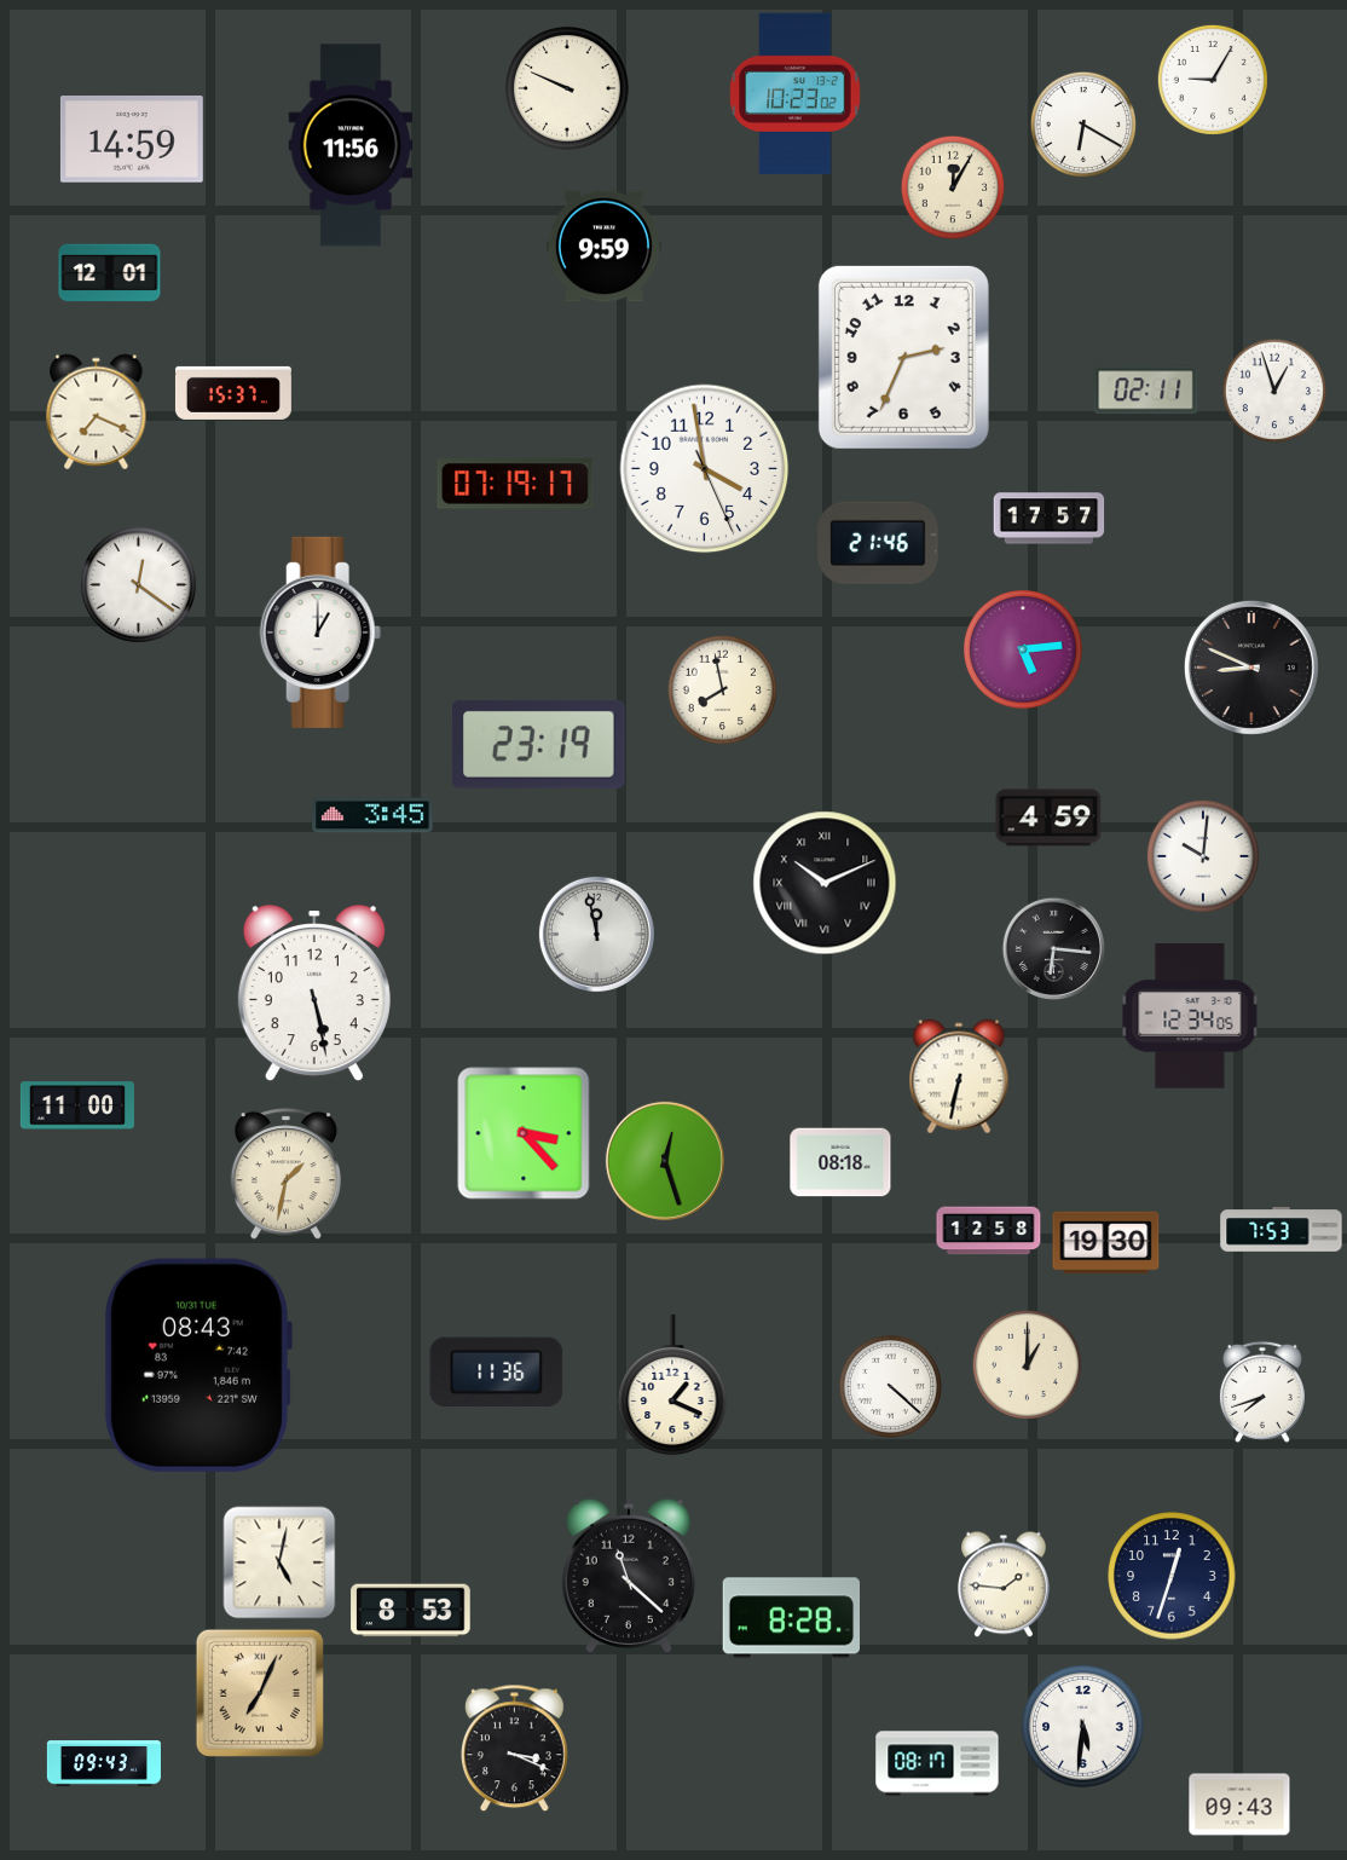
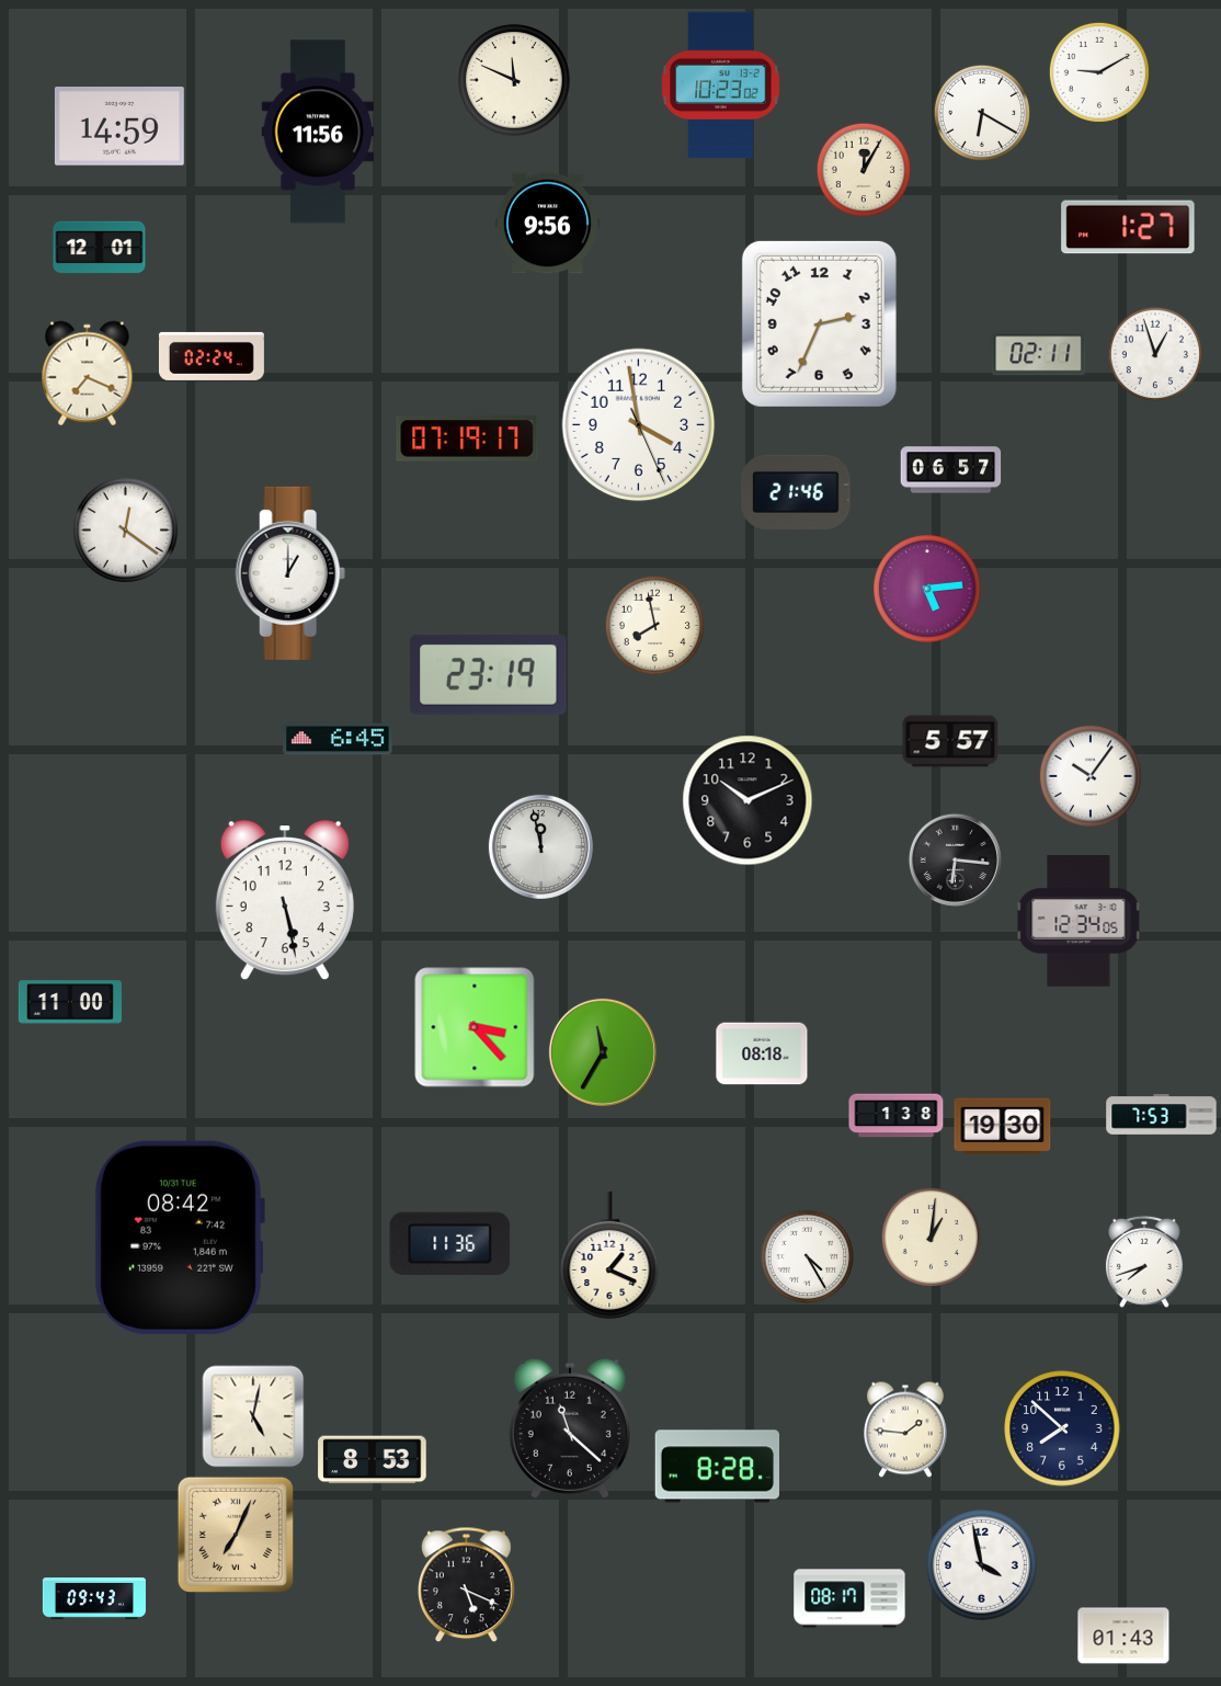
clock at (1213, 80): 9:05 -> 9:10
clock at (567, 88): 9:49 -> 11:49
clock at (603, 247): 9:59 -> 9:56
clock at (1128, 227): none -> 1:27
clock at (233, 393): 15:37 -> 02:24
clock at (1050, 519): 17:57 -> 06:57
clock at (1251, 668): 8:49 -> none
clock at (372, 815): 3:45 -> 6:45
clock at (1048, 818): 4:59 -> 5:57
clock at (1203, 856): 10:01 -> 10:06
clock at (825, 883) numerals: Roman -> Arabic
clock at (959, 1076): 6:32 -> none
clock at (665, 1161): 12:27 -> 11:35
clock at (285, 1174): 1:32 -> none
clock at (989, 1231): 12:58 -> 1:38
clock at (1027, 1364): 1:00 -> 1:01
clock at (197, 1365): 08:43 -> 08:42
clock at (891, 1387): 4:22 -> 4:25
clock at (1172, 1576): 12:33 -> 7:52
clock at (1005, 1584) position: (1005, 1584) -> (906, 1429)
clock at (1083, 1727): 5:31 -> 3:58
clock at (515, 1749): 3:19 -> 5:19
clock at (1239, 1804): 09:43 -> 01:43
